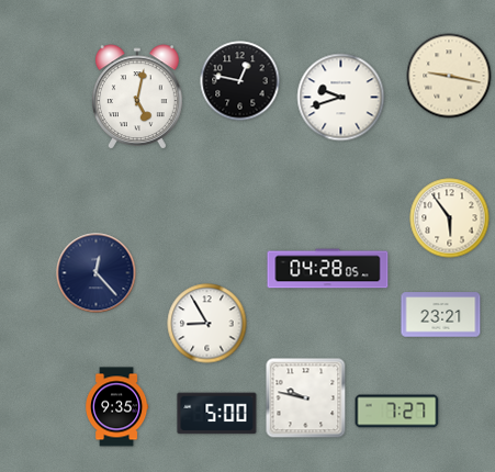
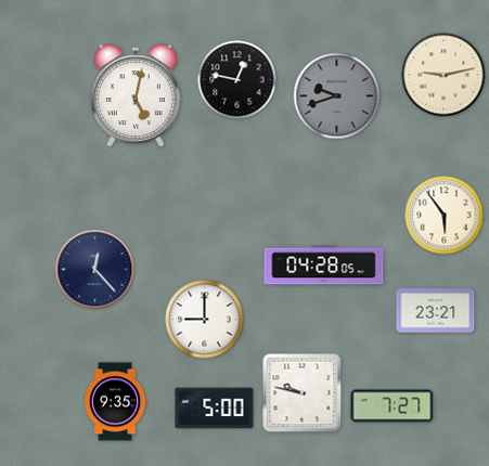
clock at (449, 76): 9:17 -> 9:13
clock at (341, 98) dial: white -> grey
clock at (207, 324): 8:55 -> 9:00
